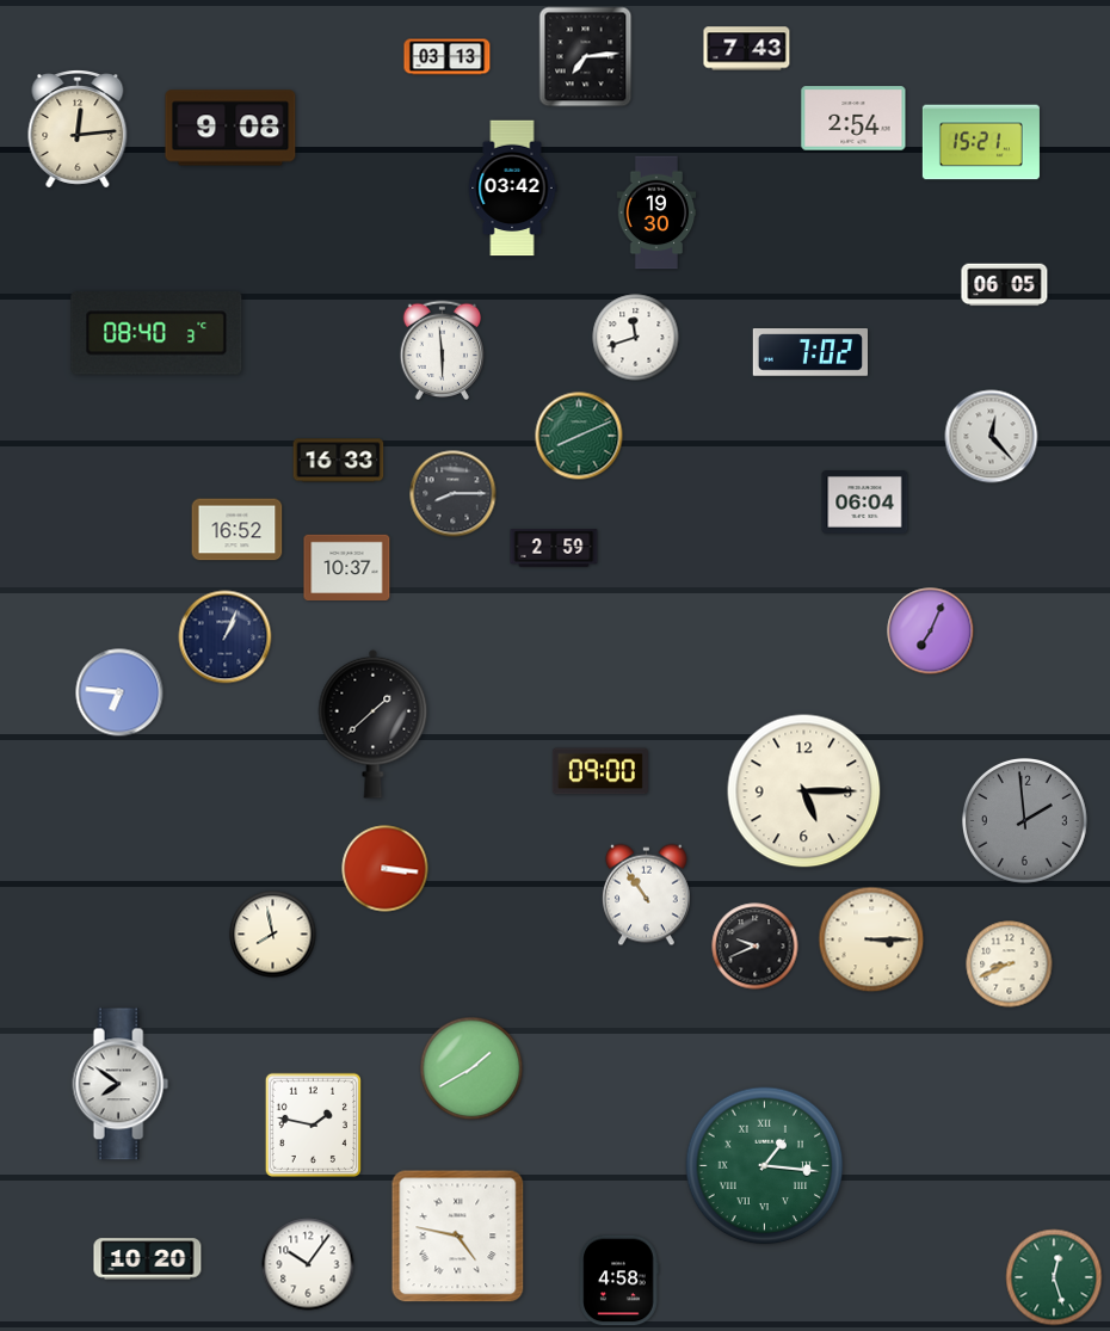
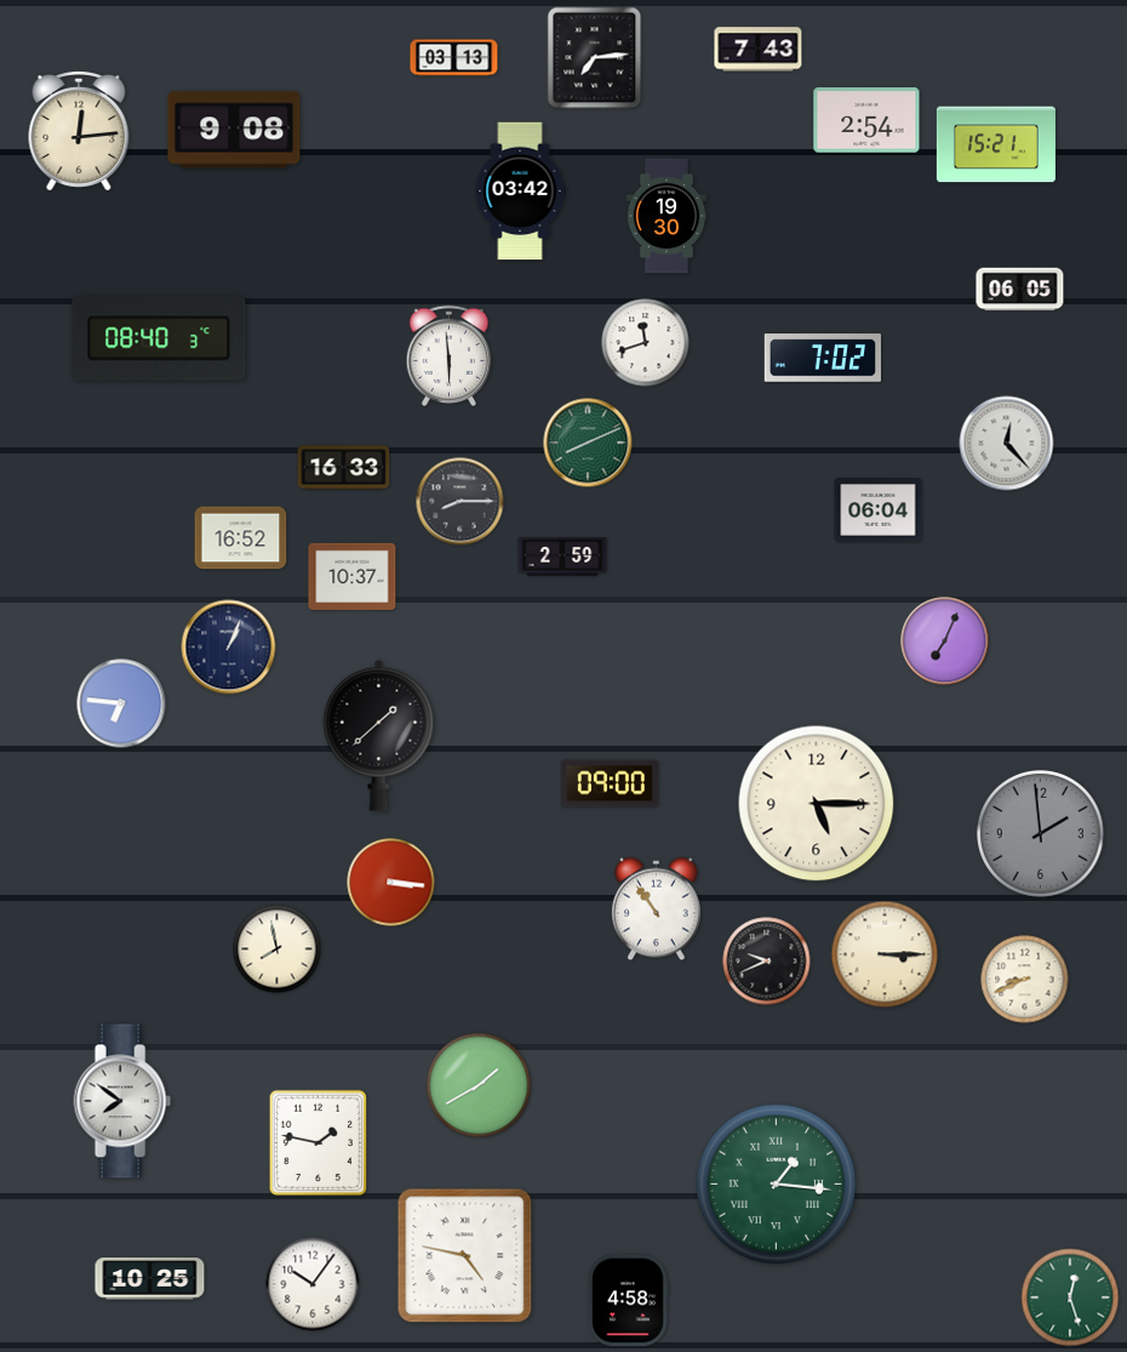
clock at (148, 1259): 10:20 -> 10:25
